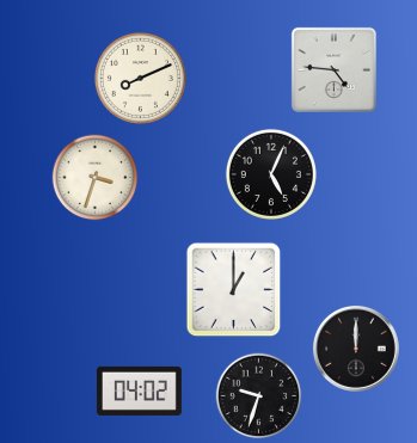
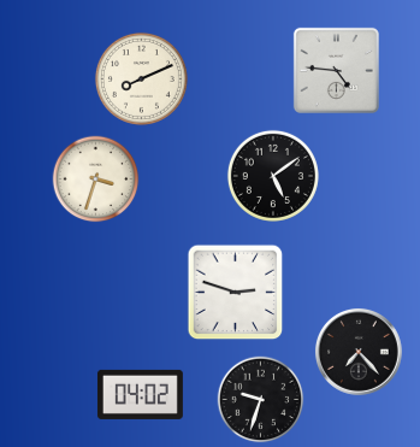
clock at (271, 174): 5:04 -> 5:09
clock at (234, 290): 1:00 -> 2:48
clock at (356, 349): 12:00 -> 7:23
